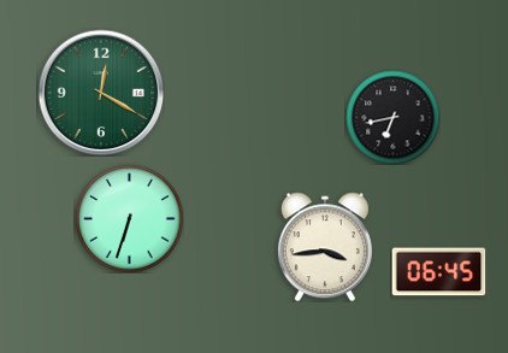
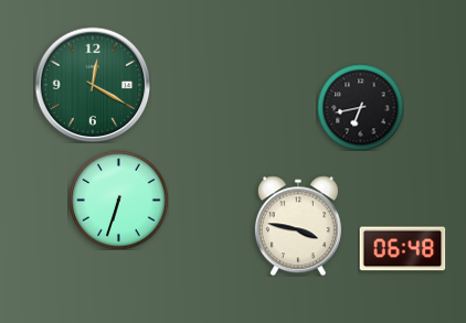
clock at (325, 247): 3:44 -> 3:47
clock at (438, 272): 06:45 -> 06:48
